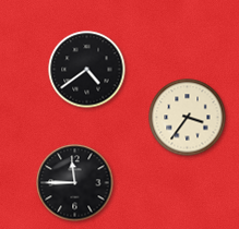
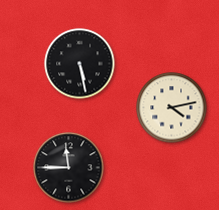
clock at (87, 70): 4:39 -> 5:28
clock at (188, 118): 3:36 -> 4:13
